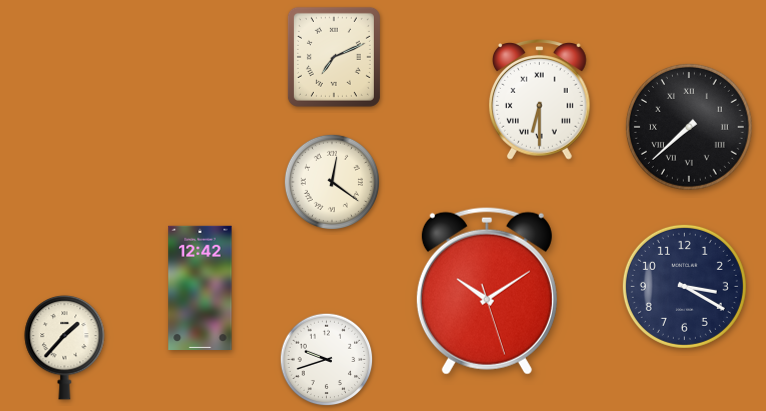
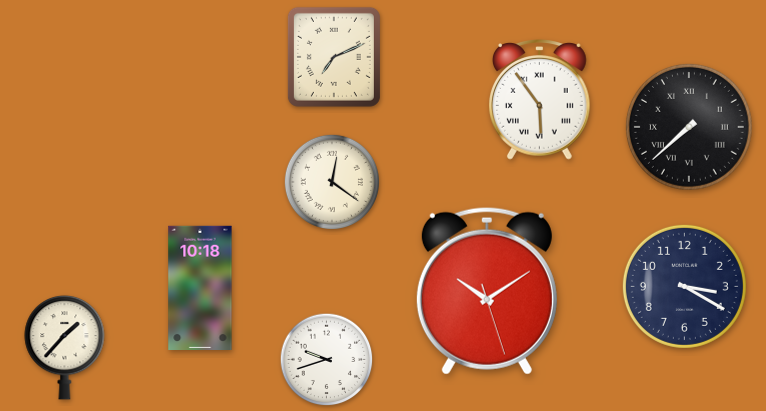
clock at (540, 100): 6:30 -> 5:54
clock at (200, 287): 12:42 -> 10:18
